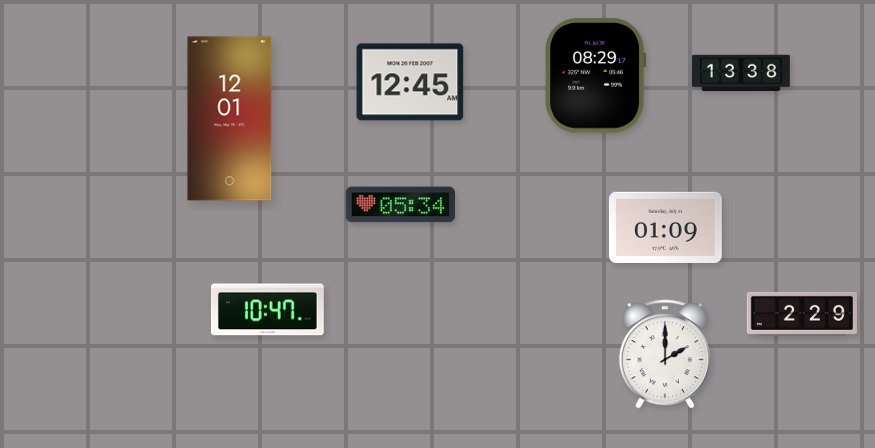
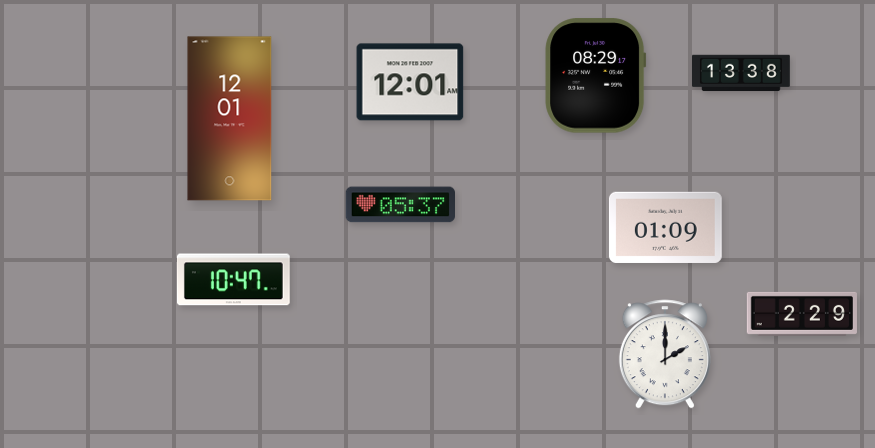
clock at (410, 82): 12:45 -> 12:01
clock at (401, 205): 05:34 -> 05:37
clock at (267, 310) position: (267, 310) -> (233, 280)
